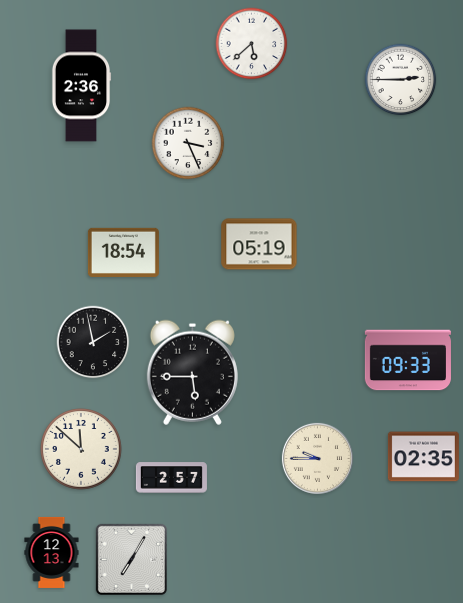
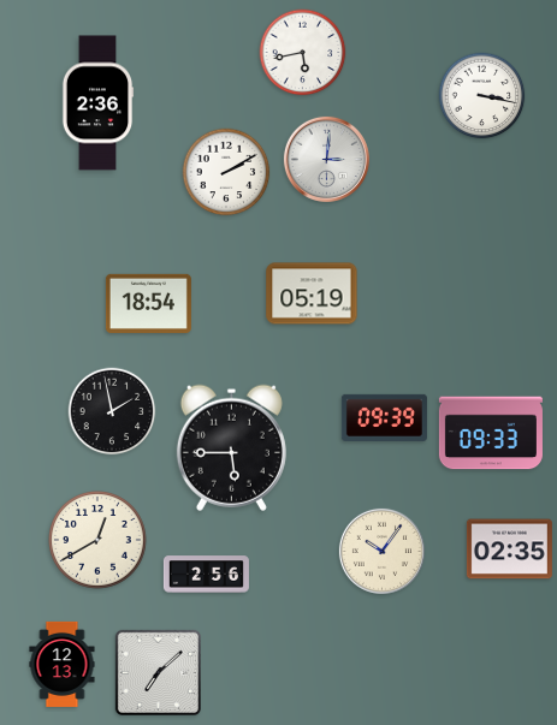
clock at (252, 44): 5:38 -> 5:43
clock at (401, 80): 2:45 -> 3:17
clock at (326, 159): none -> 3:01
clock at (188, 143): 3:26 -> 2:10
clock at (384, 417): none -> 09:39
clock at (82, 450): 11:52 -> 12:40
clock at (317, 458): 9:45 -> 10:06
clock at (171, 478): 2:57 -> 2:56
clock at (131, 559): 7:05 -> 7:08
